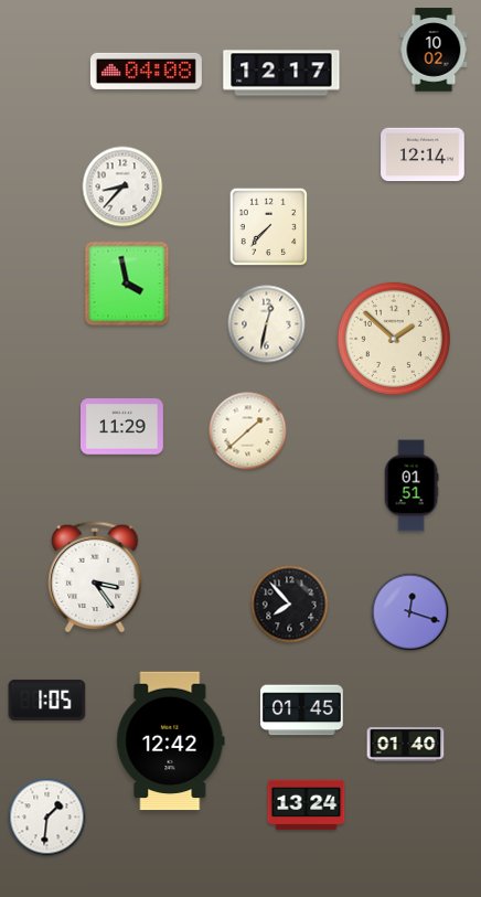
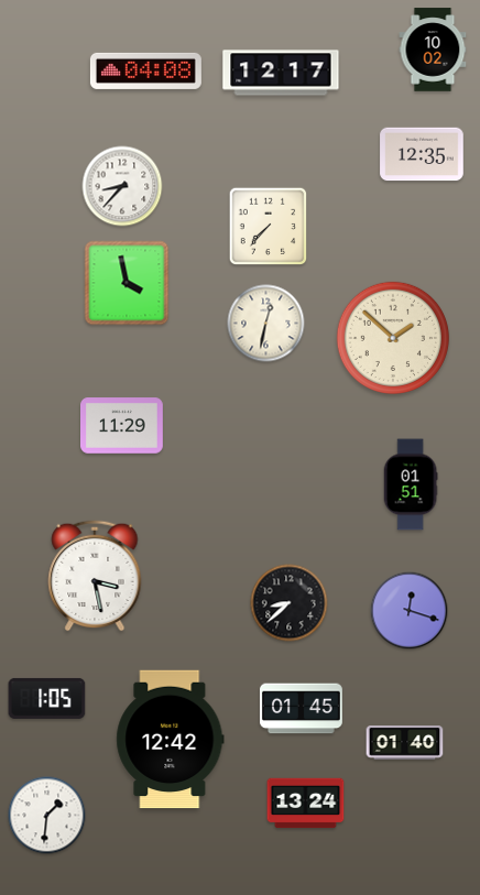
clock at (423, 154): 12:14 -> 12:35
clock at (248, 431): 1:38 -> none
clock at (95, 577): 3:24 -> 3:28
clock at (290, 605): 7:53 -> 8:38
